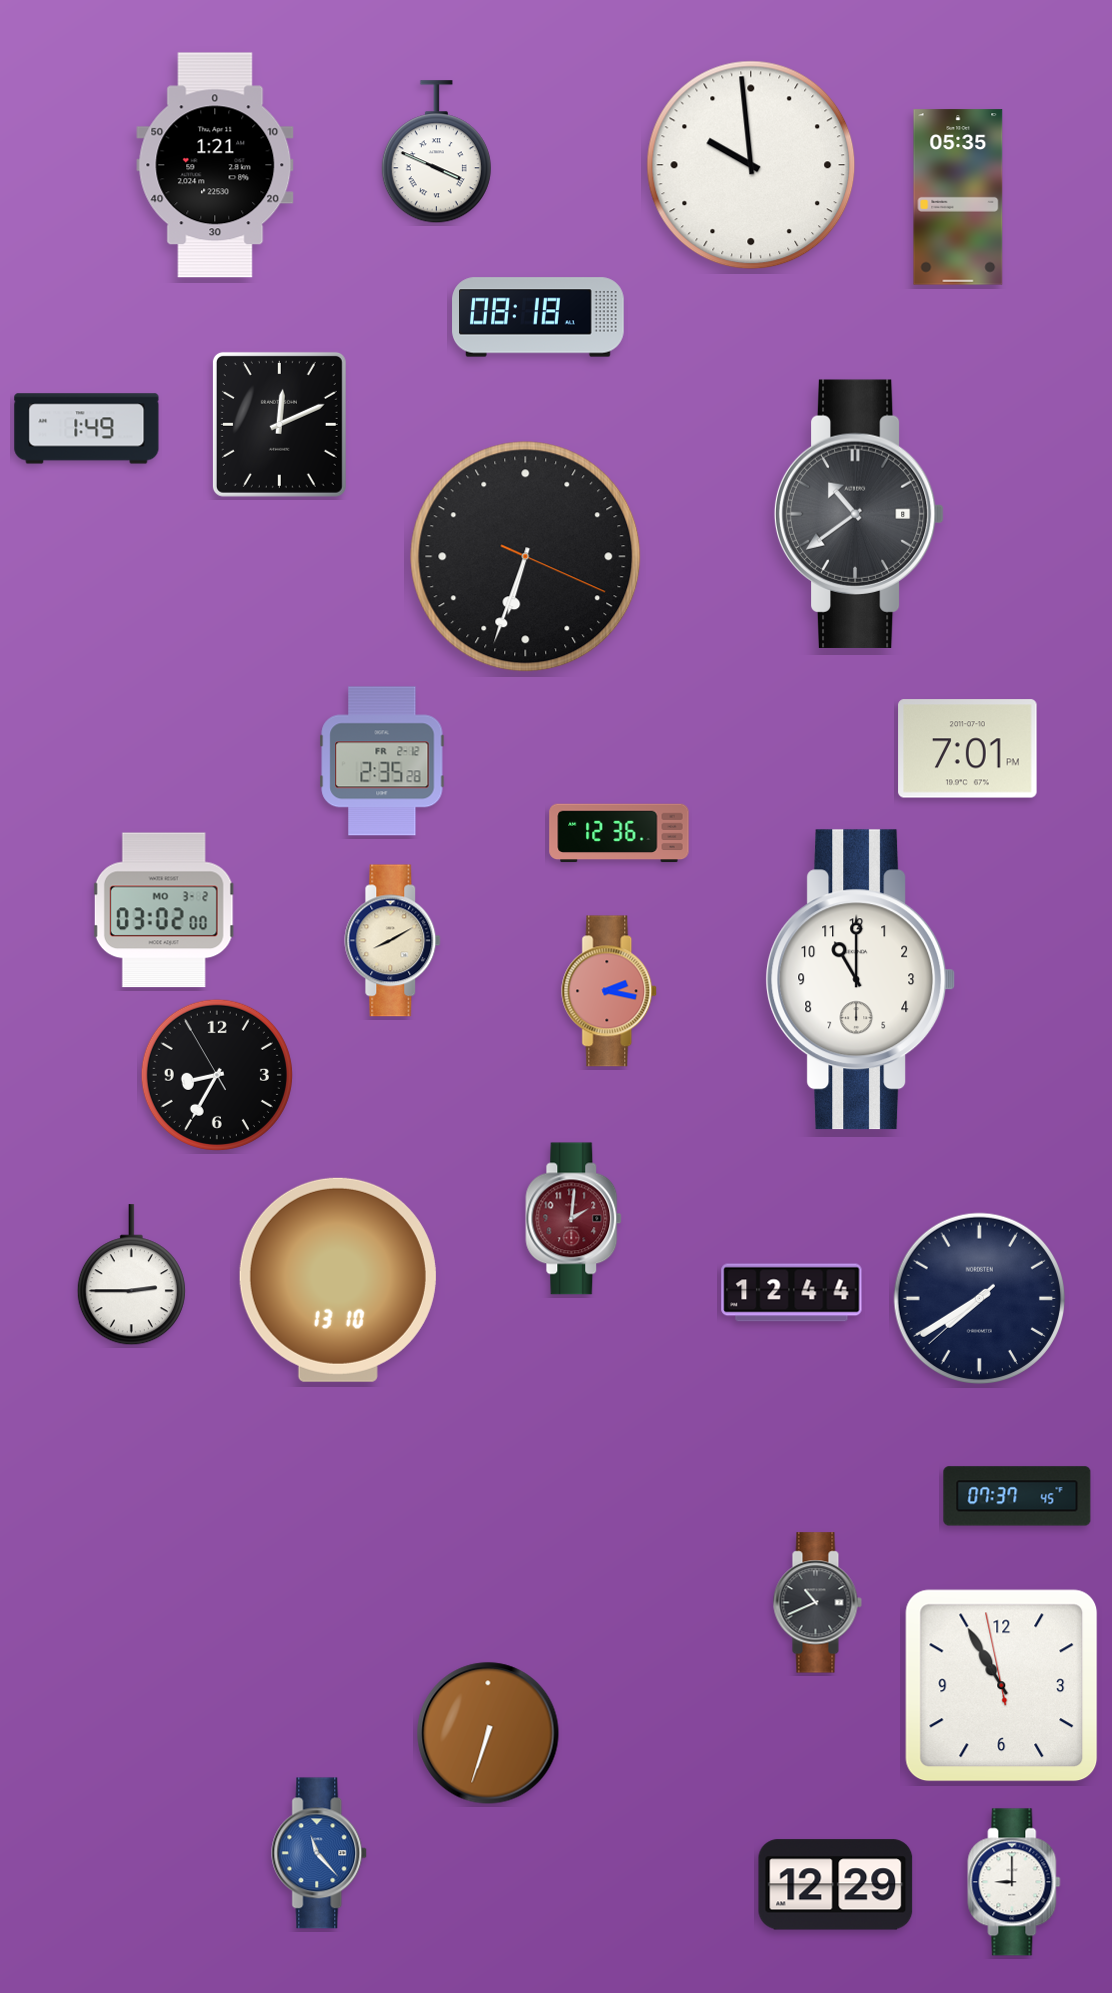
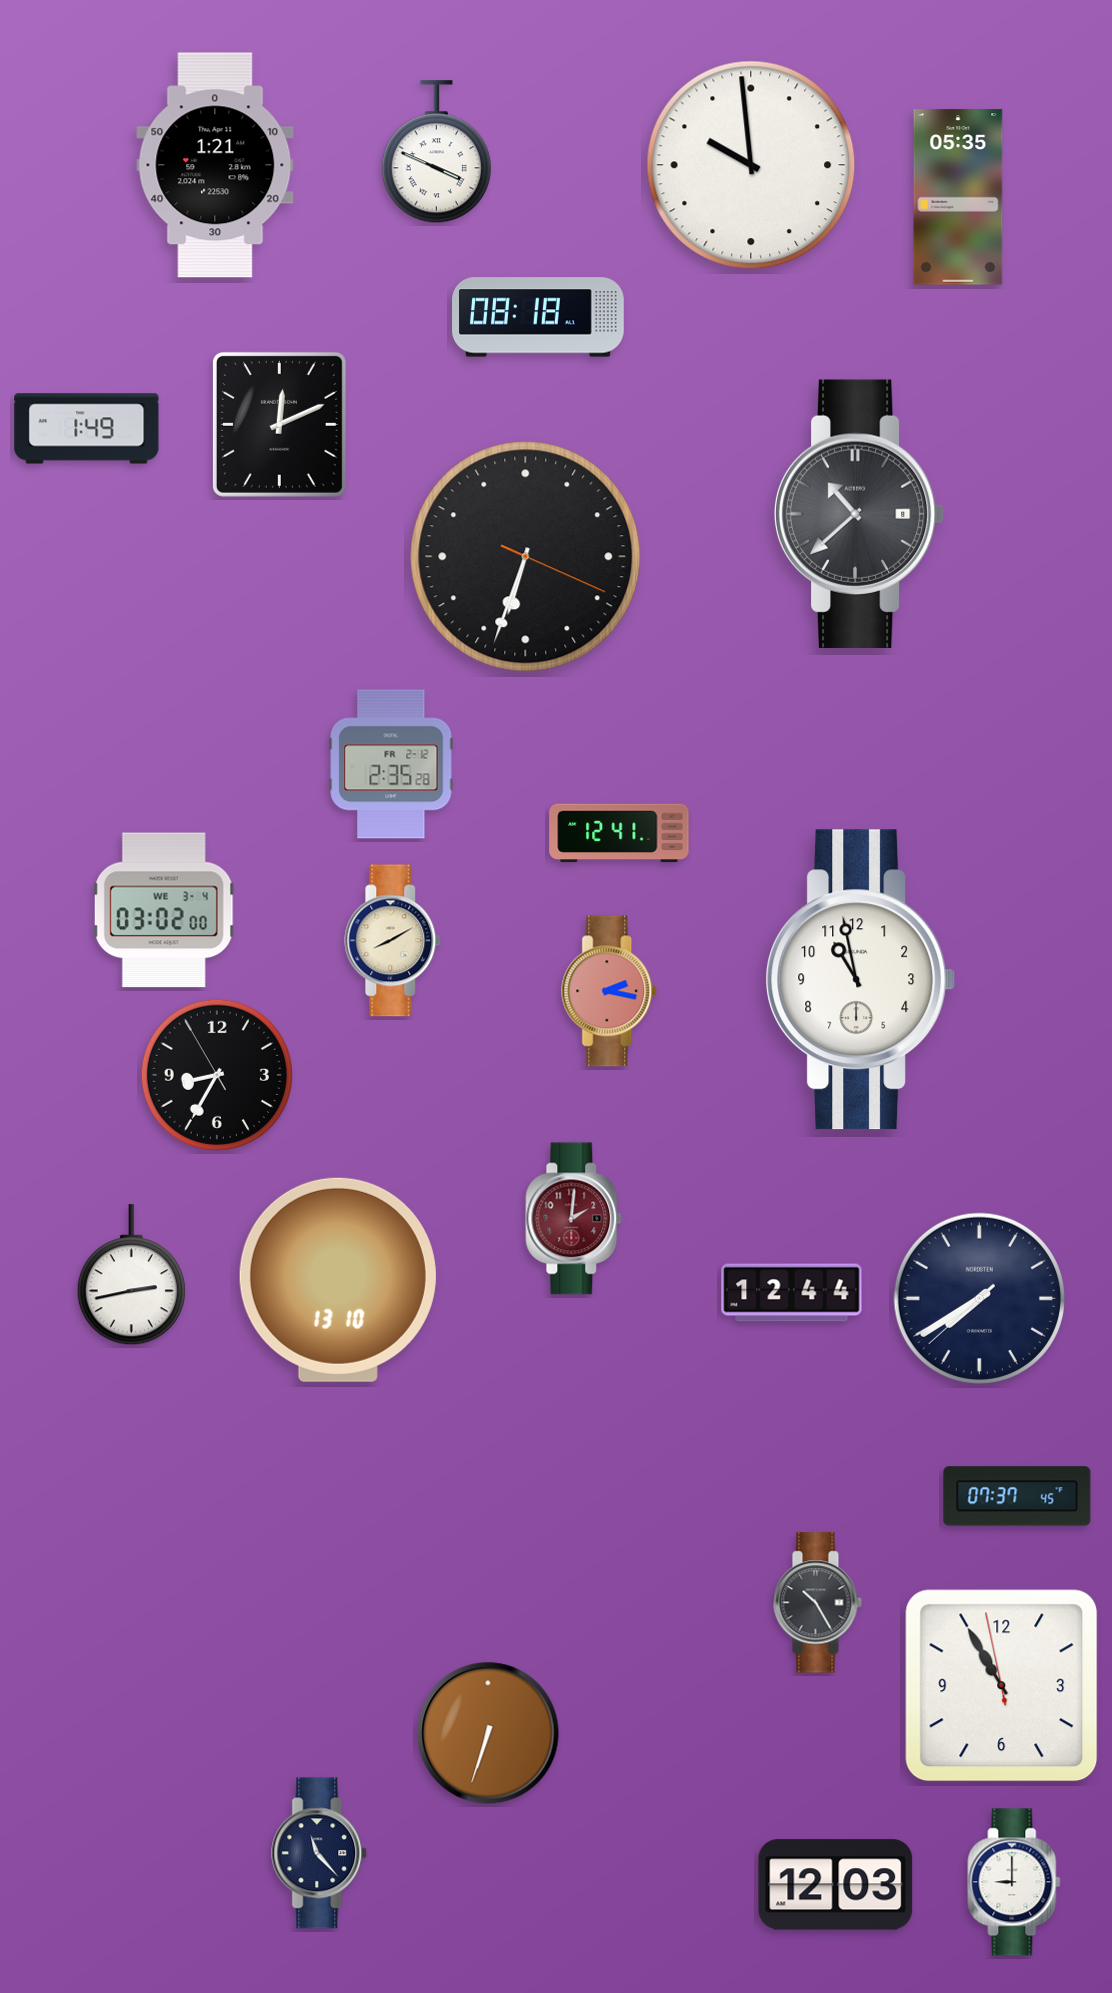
clock at (859, 514): 10:39 -> 10:38
clock at (968, 749): 7:01 -> none
clock at (382, 761) position: (382, 761) -> (391, 764)
clock at (619, 833): 12:36 -> 12:41
clock at (164, 910) date: MO 3-2 -> WE 3-4
clock at (861, 980): 11:00 -> 10:58
clock at (131, 1275): 2:45 -> 2:43
clock at (817, 1603): 10:41 -> 10:25
clock at (320, 1853) dial: blue -> navy
clock at (836, 1885): 12:29 -> 12:03
